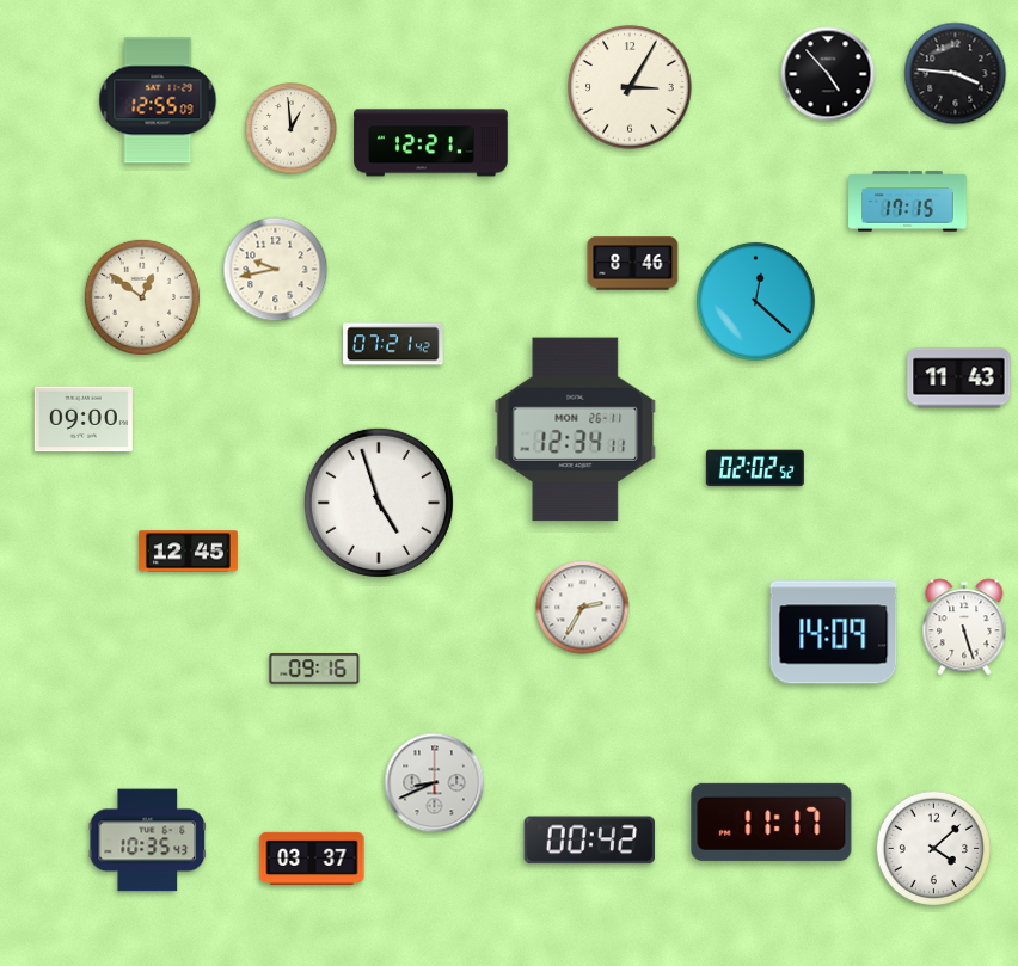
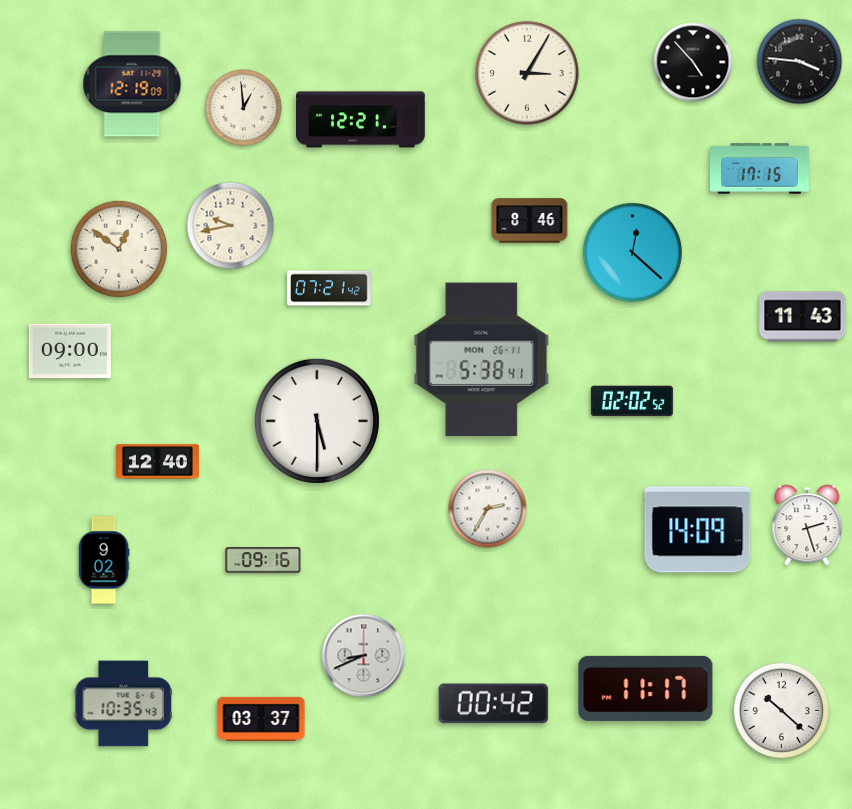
clock at (158, 100): 12:55 -> 12:19
clock at (576, 430): 12:34 -> 5:38
clock at (755, 468) position: (755, 468) -> (632, 401)
clock at (379, 503): 4:57 -> 5:30
clock at (188, 552): 12:45 -> 12:40
clock at (964, 627): 5:27 -> 2:27
clock at (104, 560): none -> 9:02
clock at (933, 848): 4:08 -> 10:22
